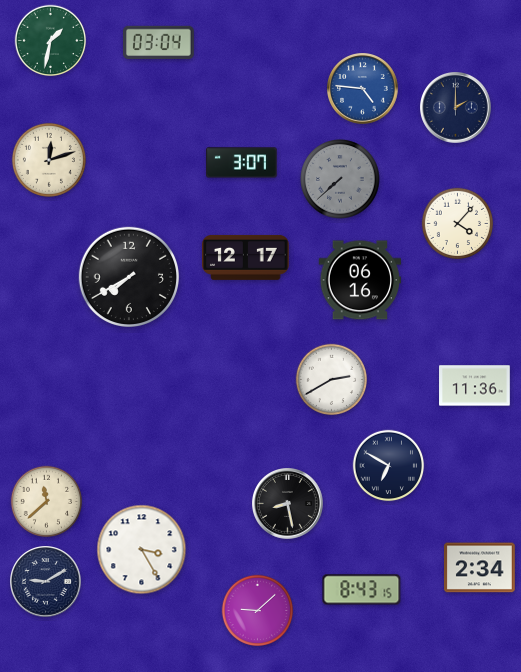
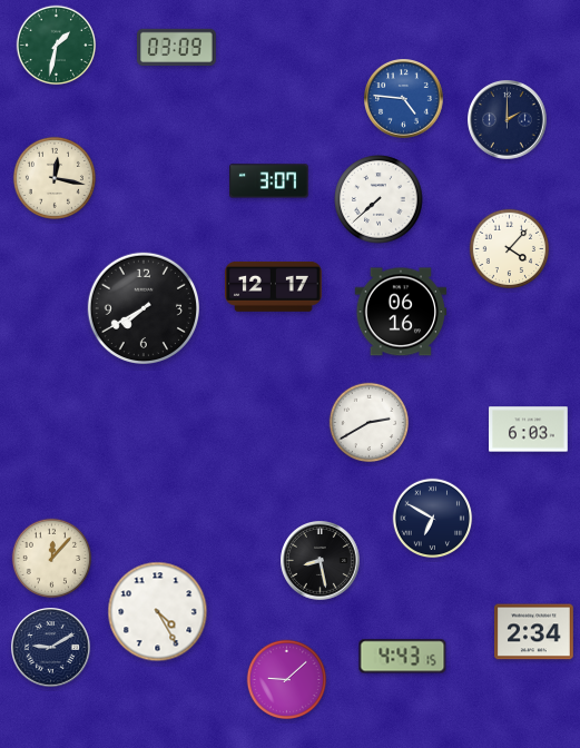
clock at (159, 42): 03:04 -> 03:09
clock at (49, 160): 12:12 -> 12:17
clock at (340, 179) dial: grey -> white
clock at (475, 386): 11:36 -> 6:03
clock at (47, 502): 11:38 -> 12:07
clock at (142, 550): 3:25 -> 4:25
clock at (362, 590): 8:43 -> 4:43
